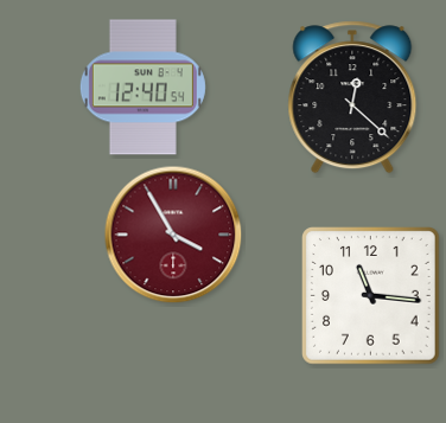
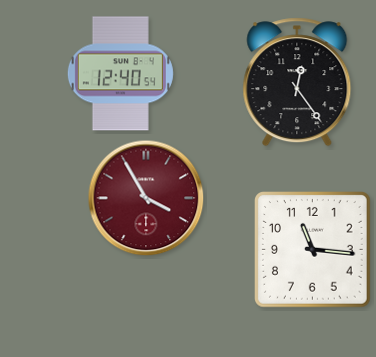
clock at (352, 97): 12:22 -> 12:24
